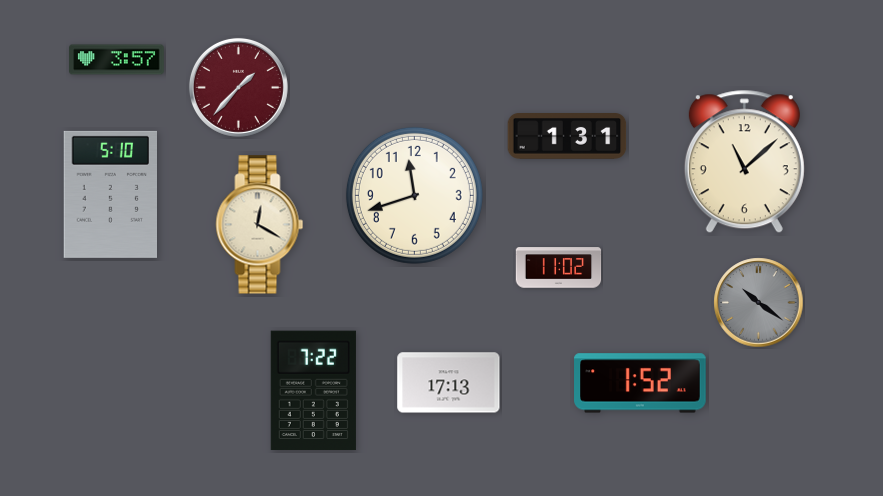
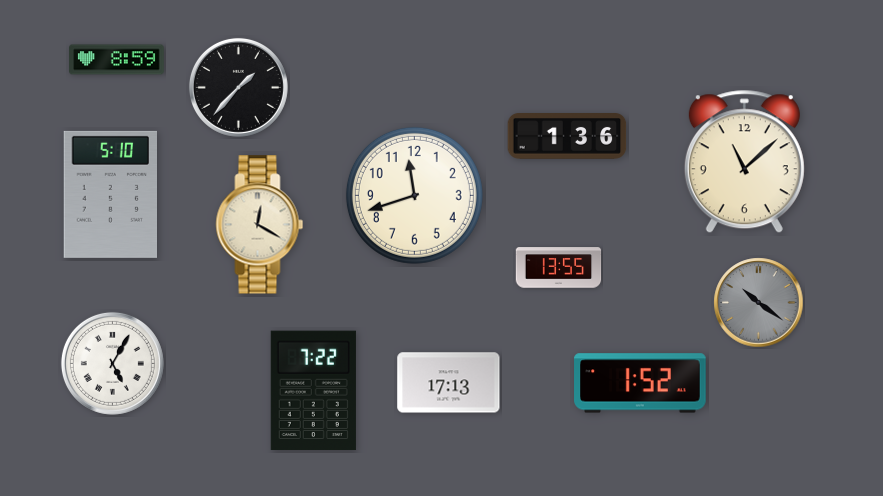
clock at (117, 60): 3:57 -> 8:59
clock at (238, 87) dial: burgundy -> black
clock at (567, 137): 1:31 -> 1:36
clock at (559, 268): 11:02 -> 13:55
clock at (112, 363): none -> 5:05
